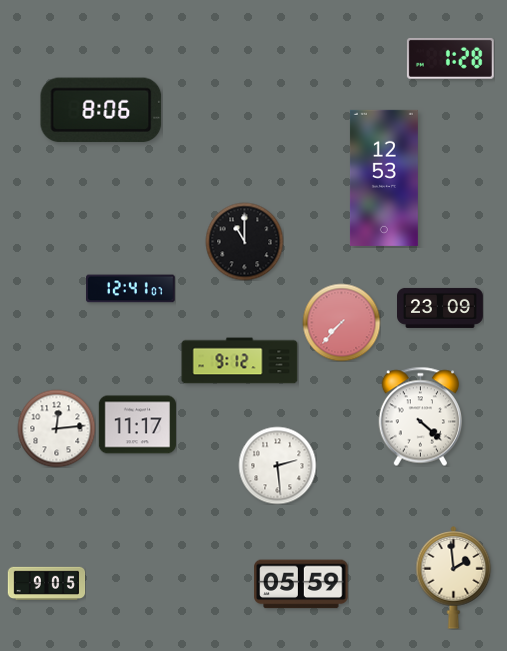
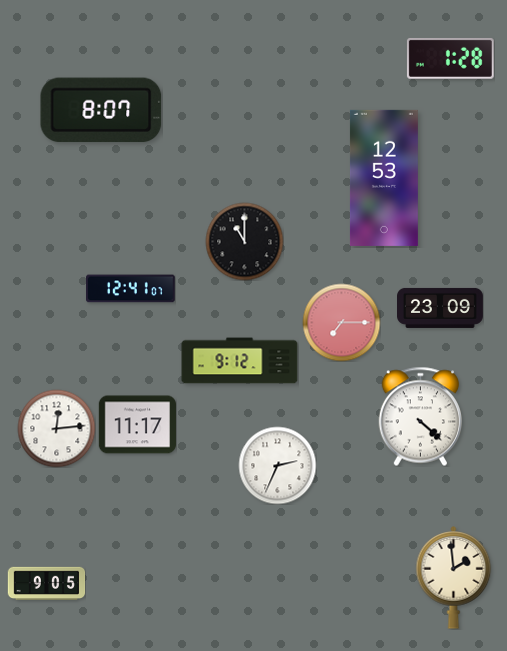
clock at (101, 110): 8:06 -> 8:07
clock at (341, 322): 7:37 -> 7:15
clock at (277, 465): 2:29 -> 2:34
clock at (301, 584): 05:59 -> none
